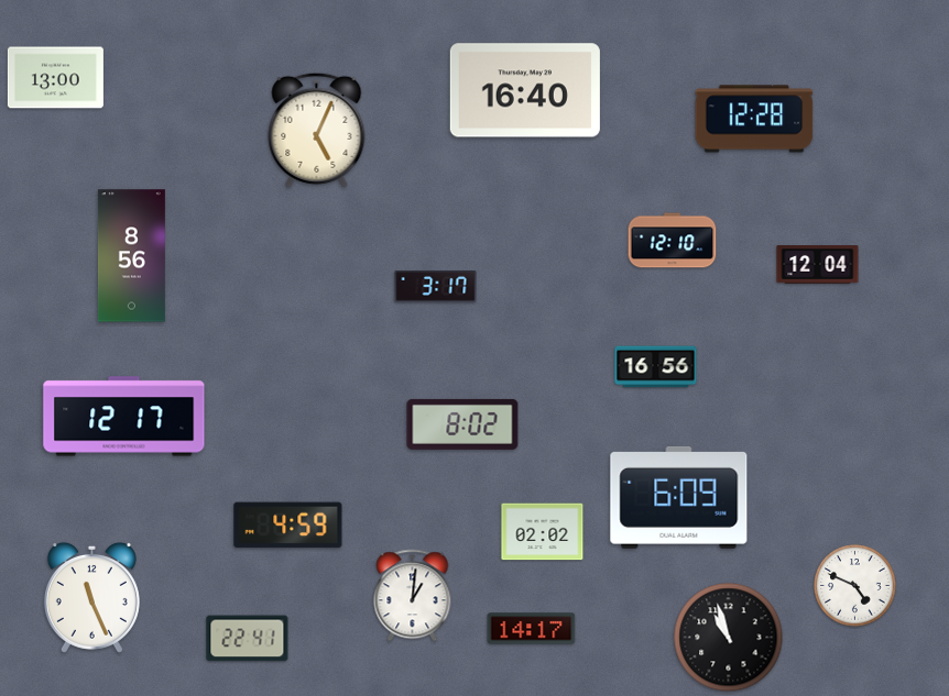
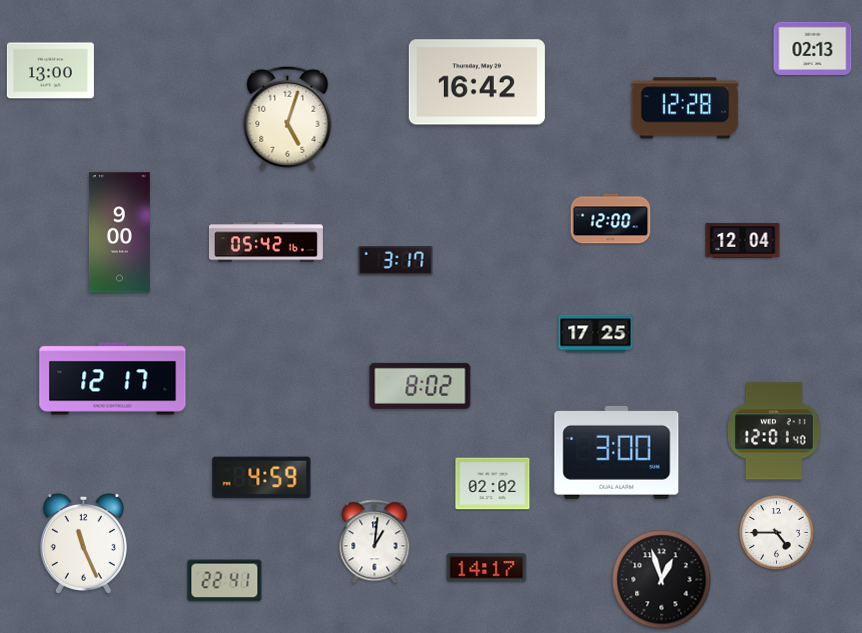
clock at (813, 48): none -> 02:13
clock at (525, 90): 16:40 -> 16:42
clock at (317, 130): 5:04 -> 5:03
clock at (673, 241): 12:10 -> 12:00
clock at (131, 256): 8:56 -> 9:00
clock at (266, 242): none -> 05:42
clock at (656, 367): 16:56 -> 17:25
clock at (775, 431): none -> 12:01
clock at (679, 497): 6:09 -> 3:00
clock at (855, 586): 4:49 -> 4:45
clock at (532, 629) position: (532, 629) -> (487, 568)
clock at (729, 638): 10:57 -> 12:57
